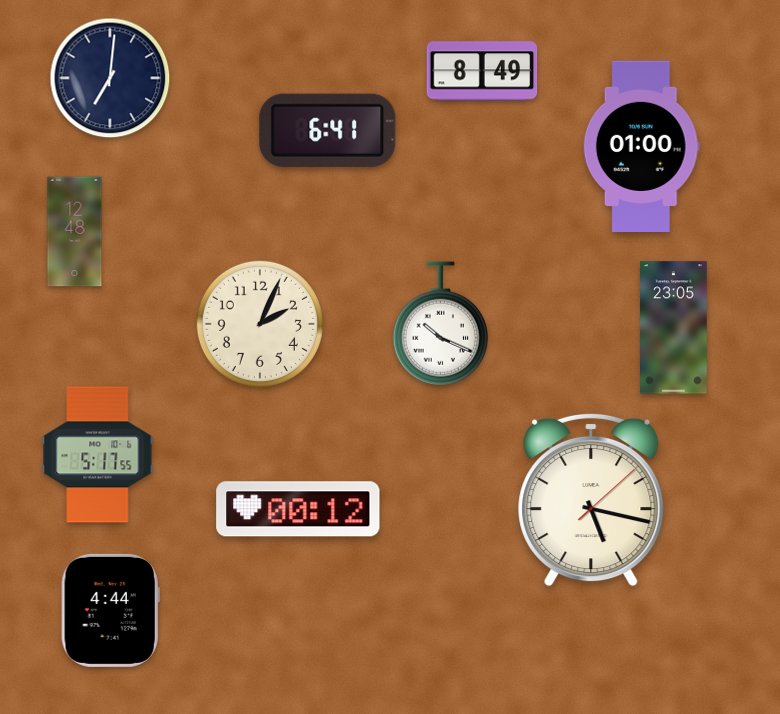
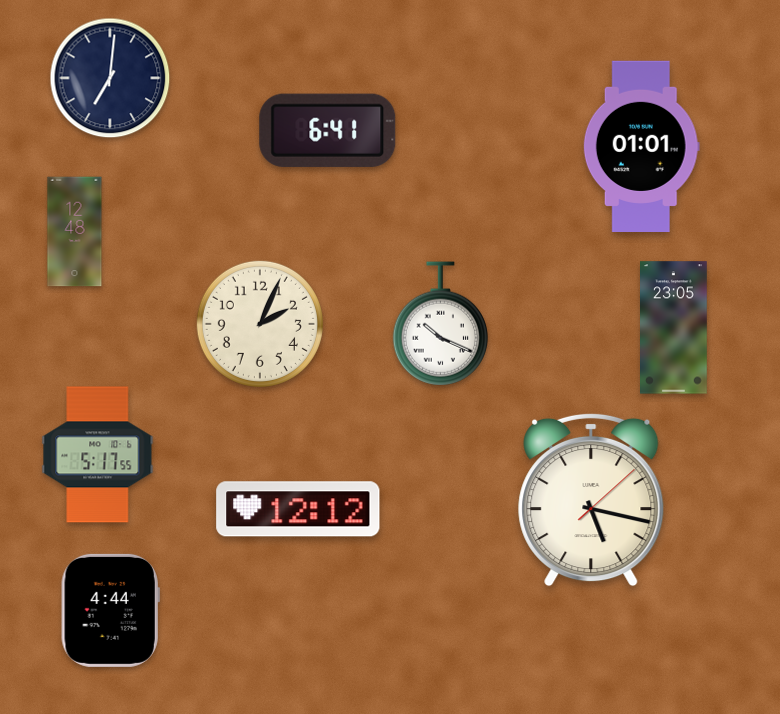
clock at (482, 71): 8:49 -> none
clock at (641, 146): 01:00 -> 01:01
clock at (298, 509): 00:12 -> 12:12
